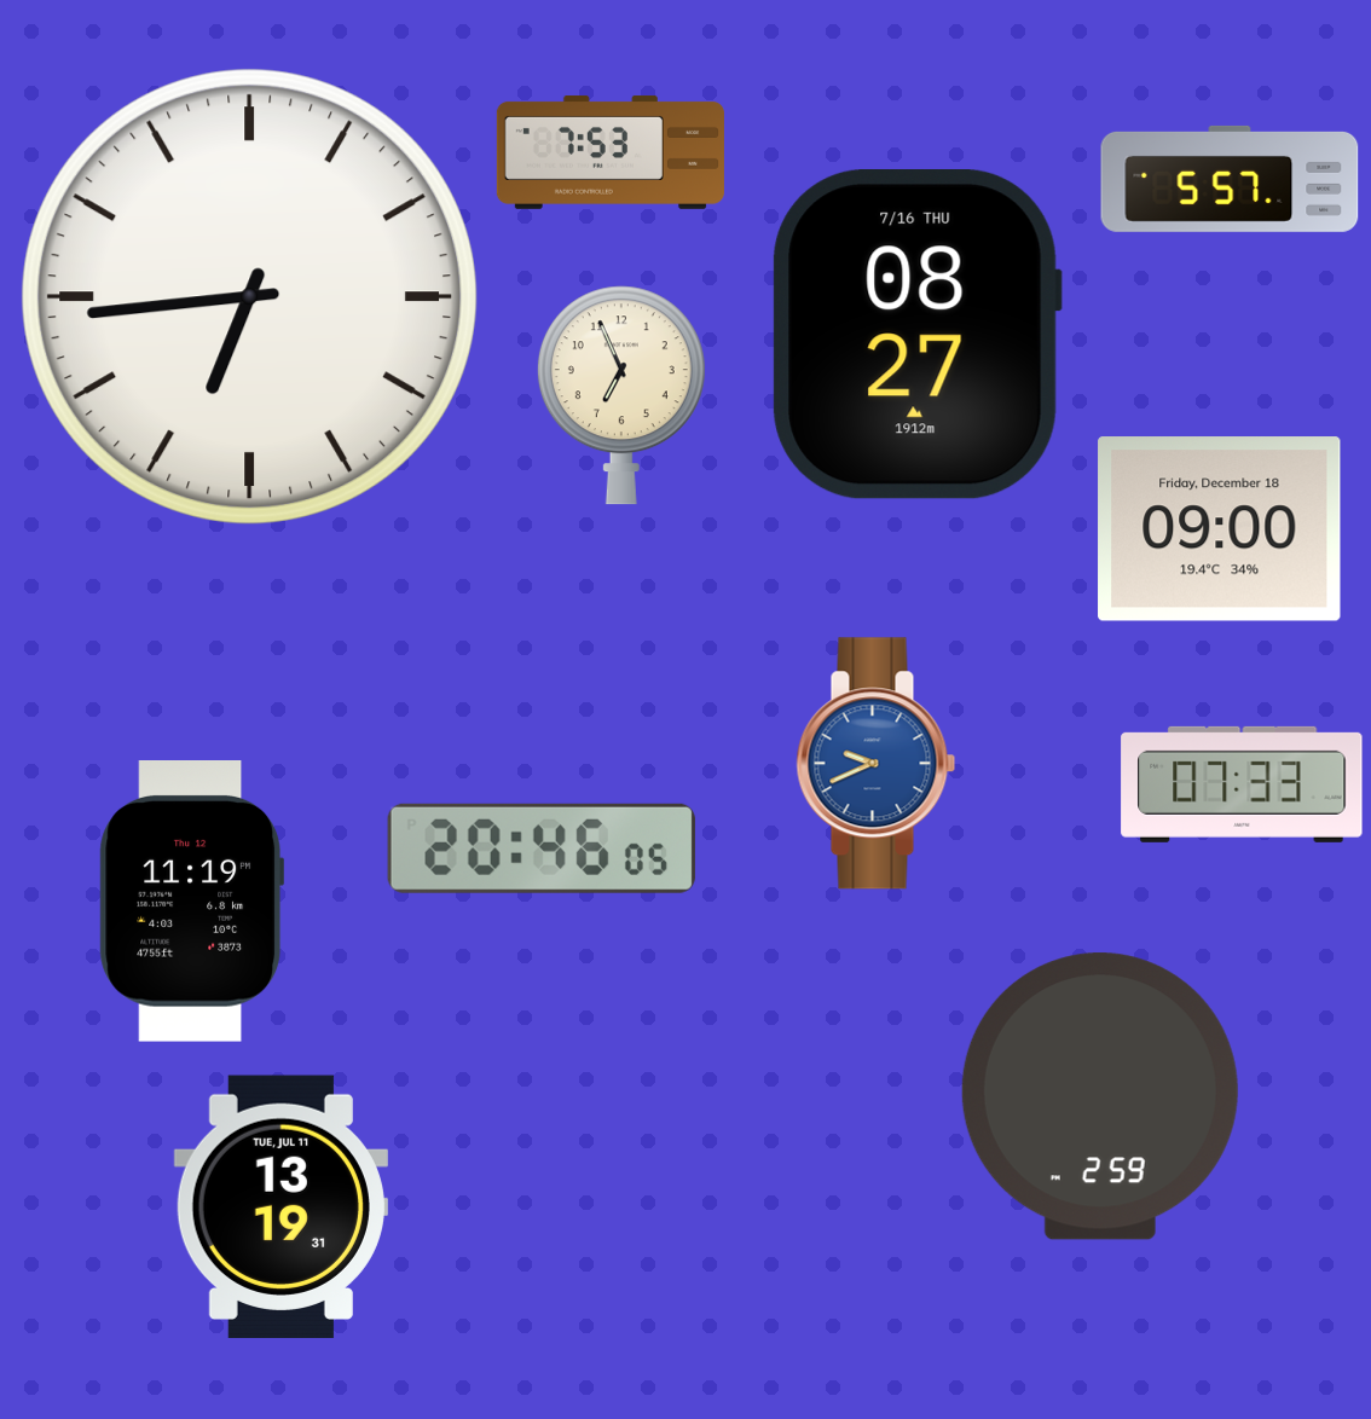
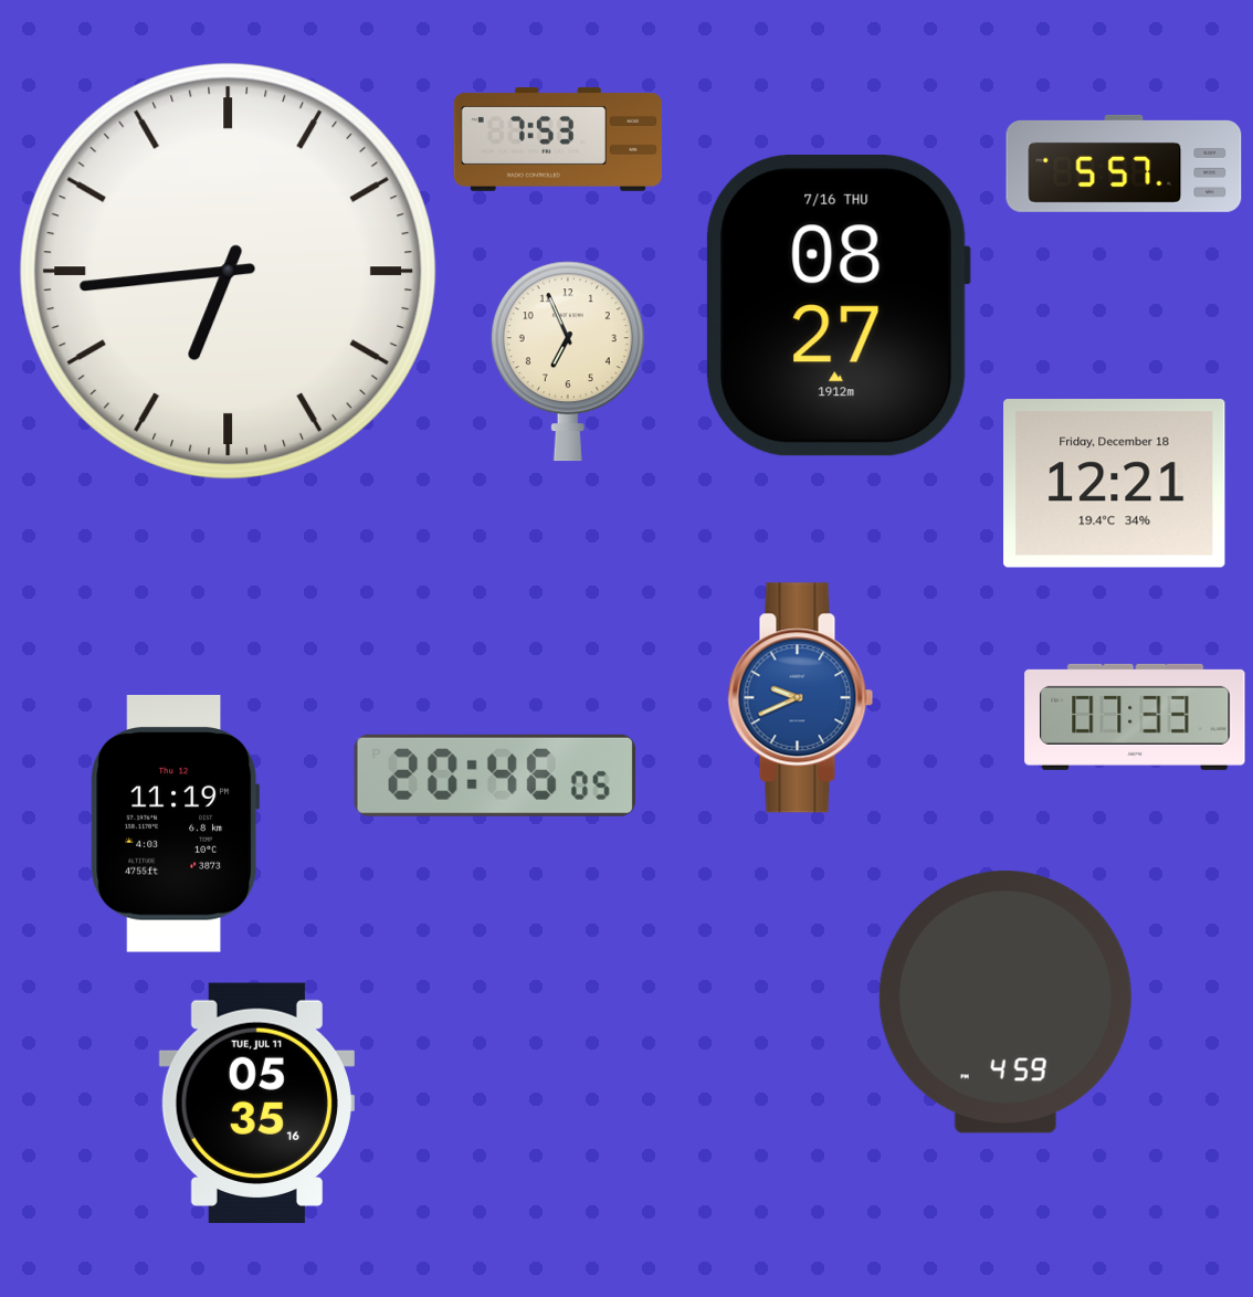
clock at (1220, 529): 09:00 -> 12:21
clock at (1100, 1096): 2:59 -> 4:59
clock at (280, 1207): 13:19 -> 05:35
